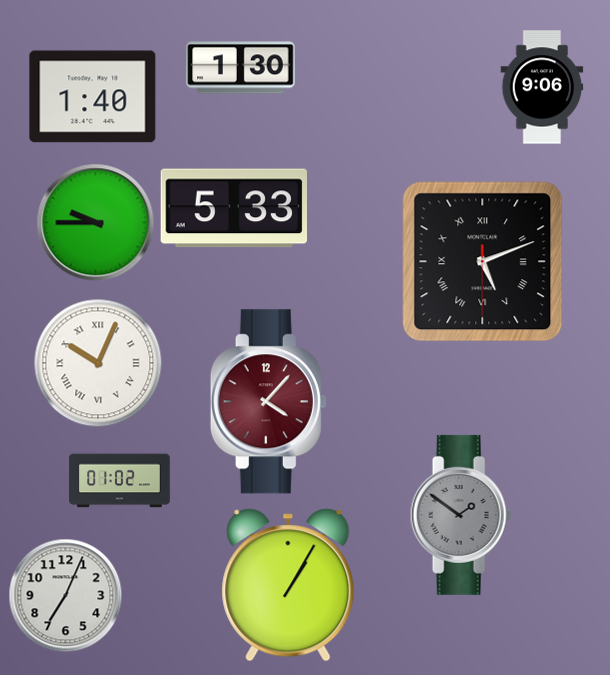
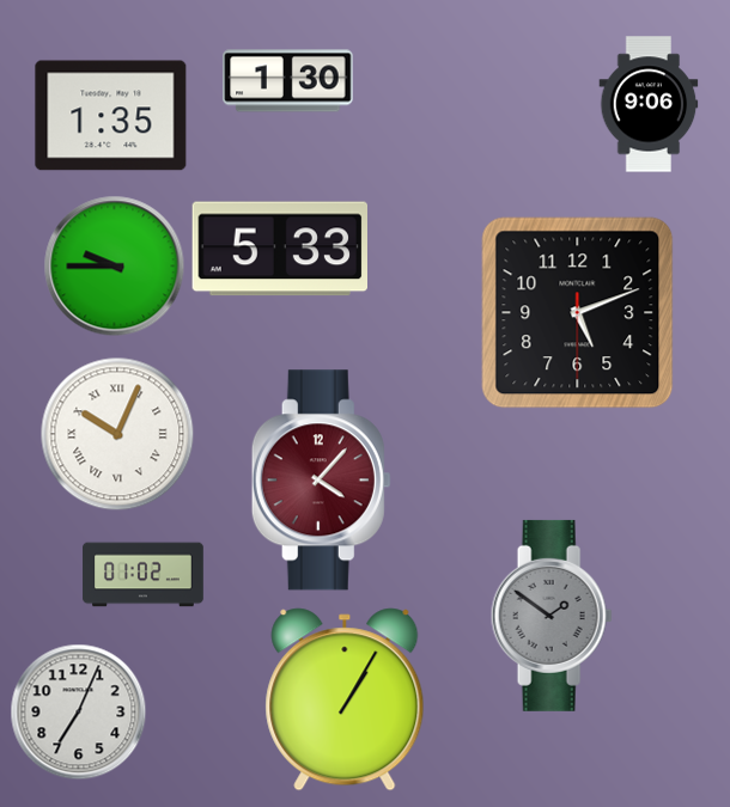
clock at (93, 97): 1:40 -> 1:35
clock at (483, 262) numerals: Roman -> Arabic
